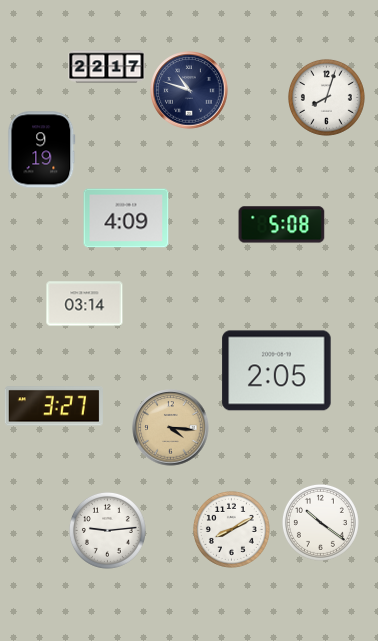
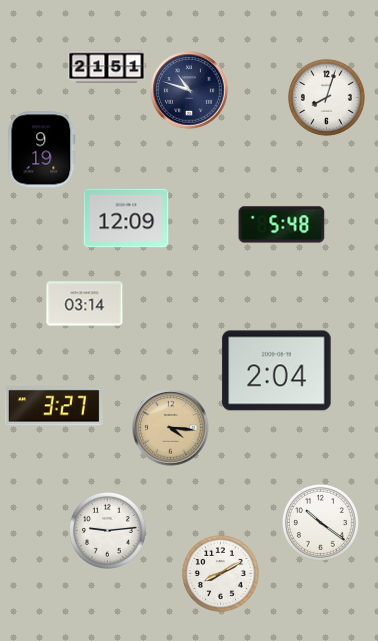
clock at (107, 67): 22:17 -> 21:51
clock at (126, 218): 4:09 -> 12:09
clock at (282, 225): 5:08 -> 5:48
clock at (277, 371): 2:05 -> 2:04
clock at (231, 529) position: (231, 529) -> (220, 573)
